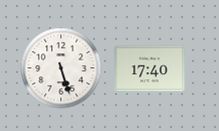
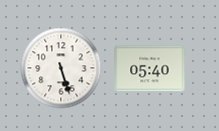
clock at (150, 69): 17:40 -> 05:40
